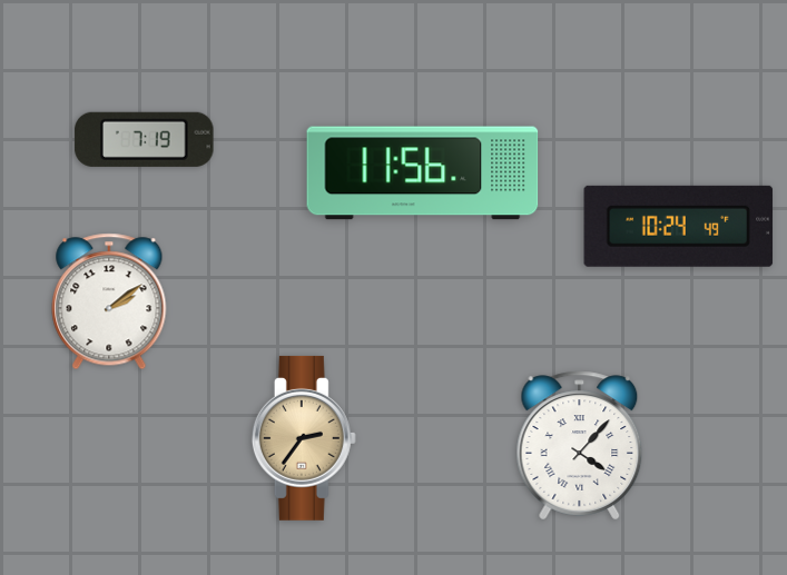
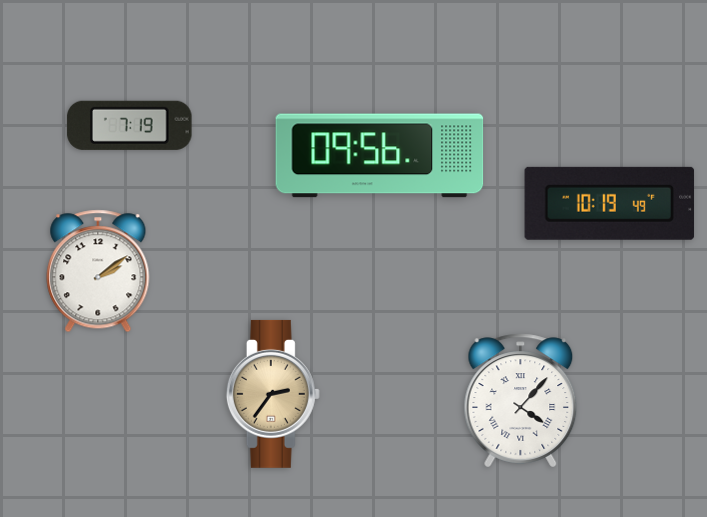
clock at (423, 174): 11:56 -> 09:56
clock at (679, 226): 10:24 -> 10:19
